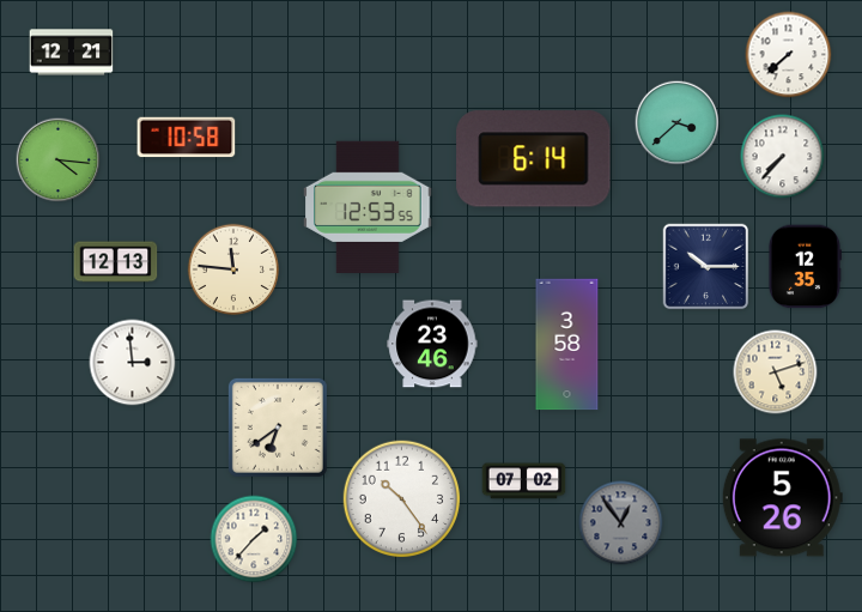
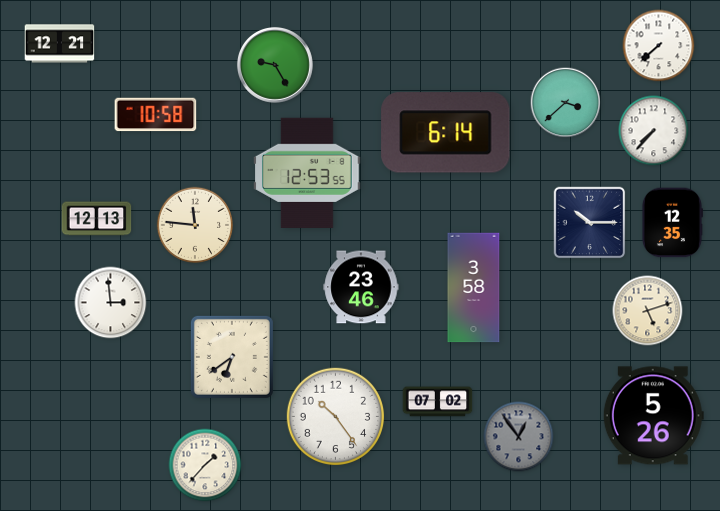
clock at (275, 65): none -> 9:25
clock at (59, 160): 4:16 -> none
clock at (254, 539) position: (254, 539) -> (205, 465)
